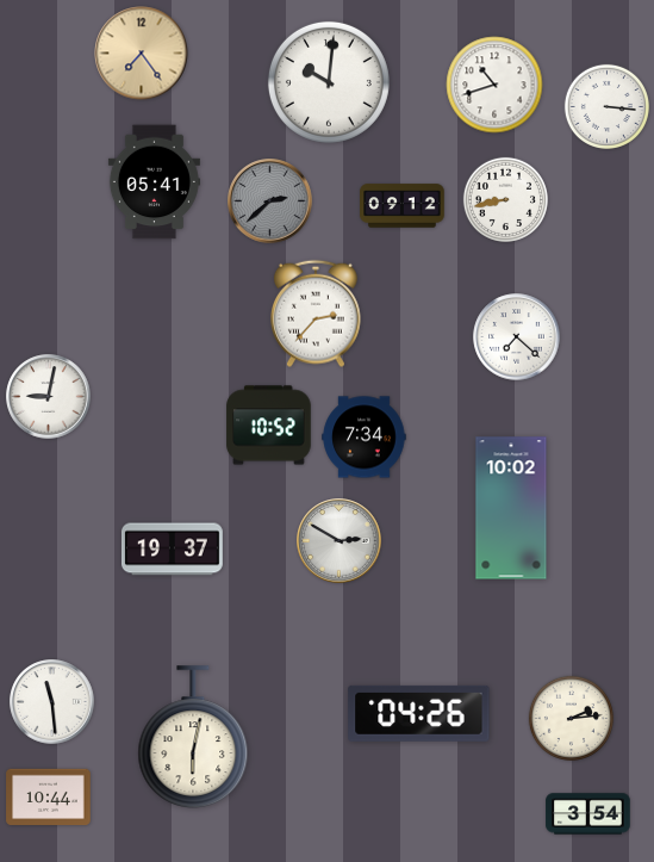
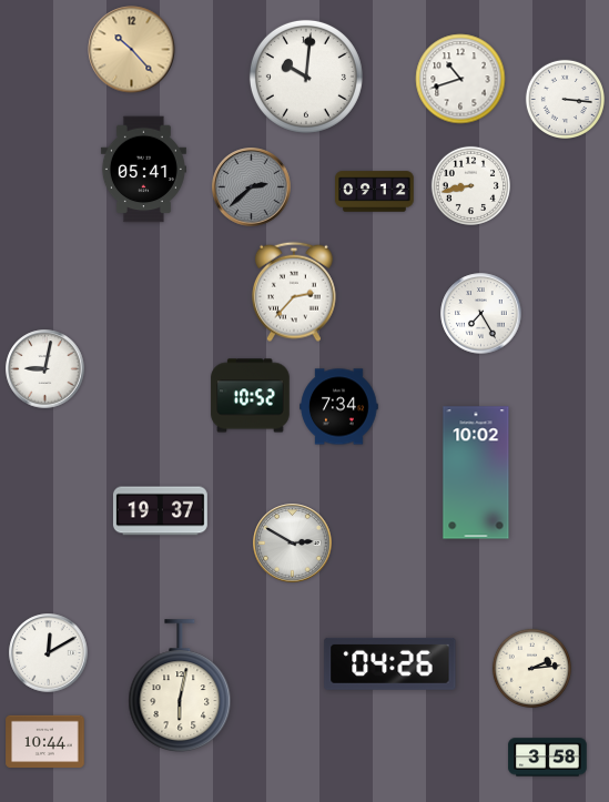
clock at (142, 54): 7:24 -> 10:23
clock at (517, 337): 7:22 -> 7:25
clock at (340, 541) position: (340, 541) -> (293, 544)
clock at (52, 702): 11:29 -> 12:10
clock at (588, 814): 3:54 -> 3:58
